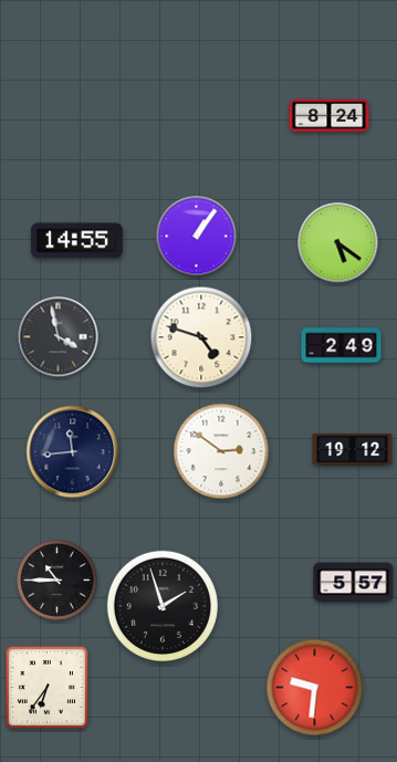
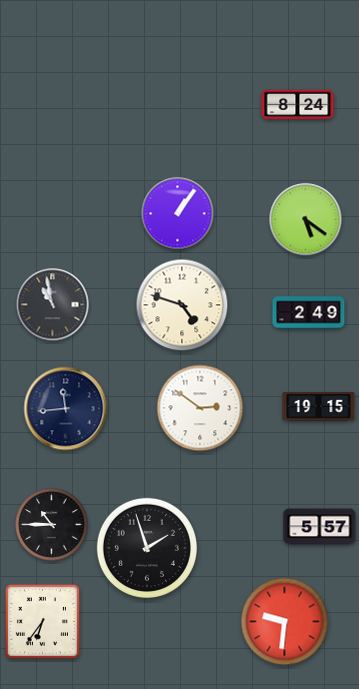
clock at (76, 241): 14:55 -> none
clock at (59, 337): 3:58 -> 10:58
clock at (353, 450): 19:12 -> 19:15
